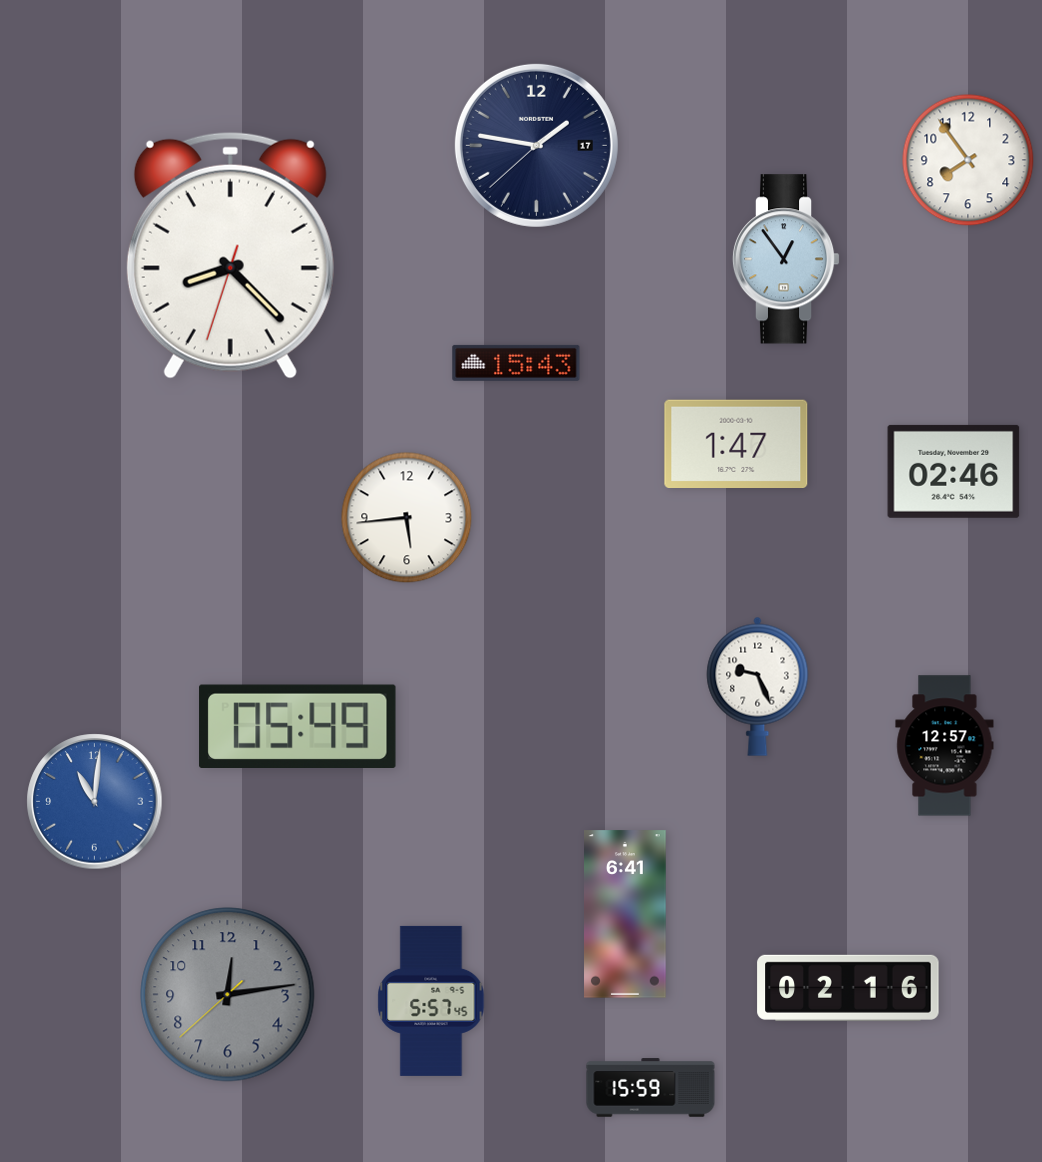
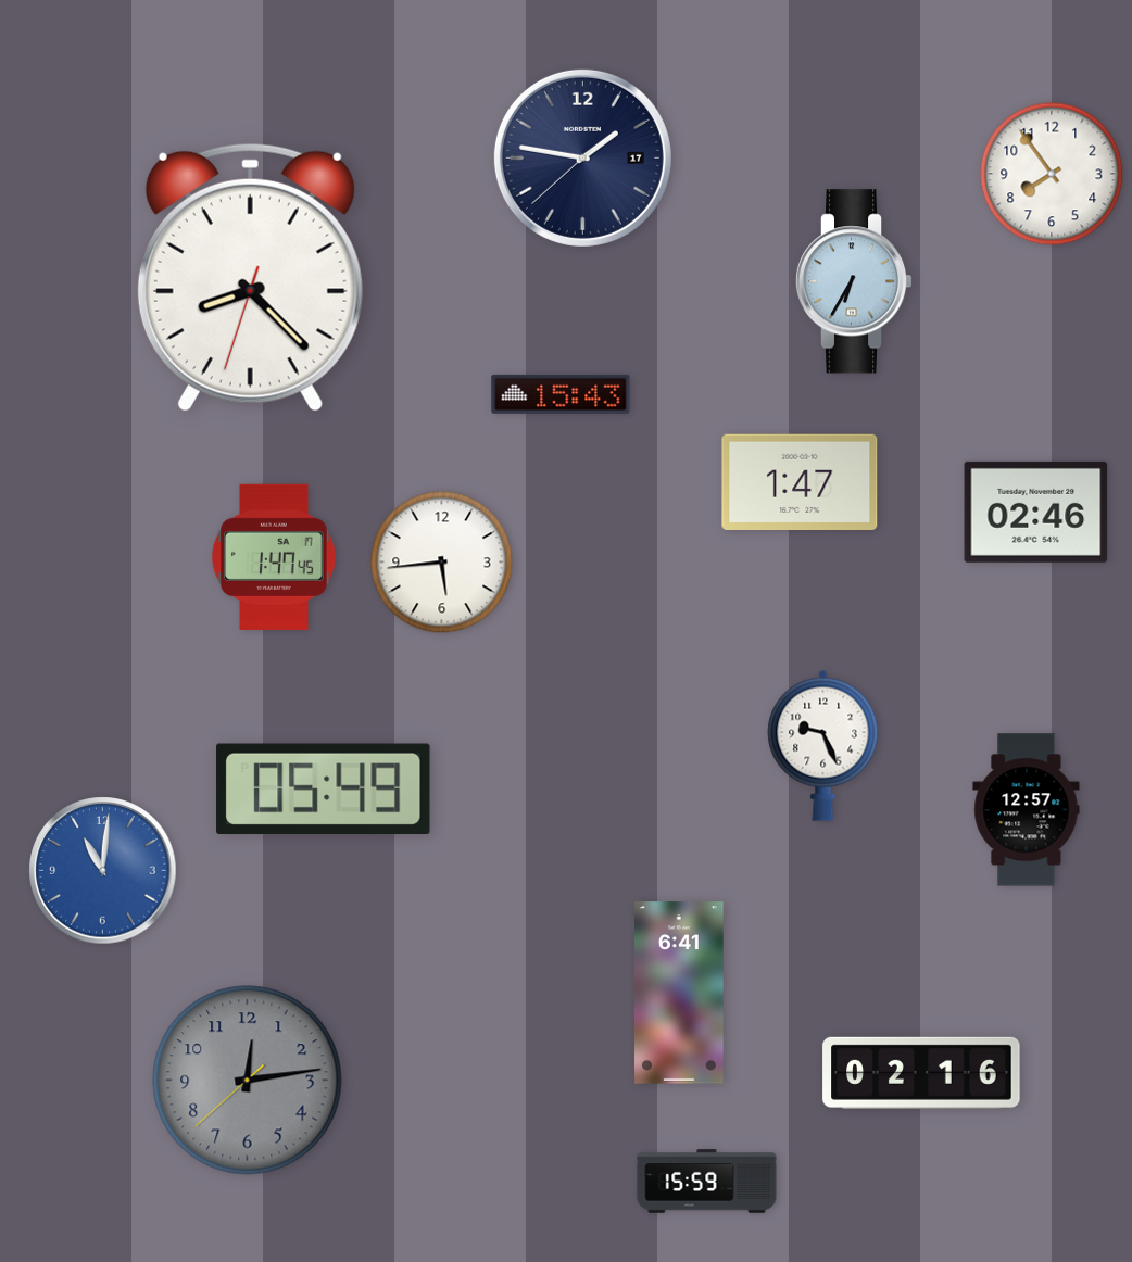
clock at (786, 259): 12:54 -> 6:35
clock at (274, 557): none -> 1:47
clock at (431, 1001): 5:57 -> none
